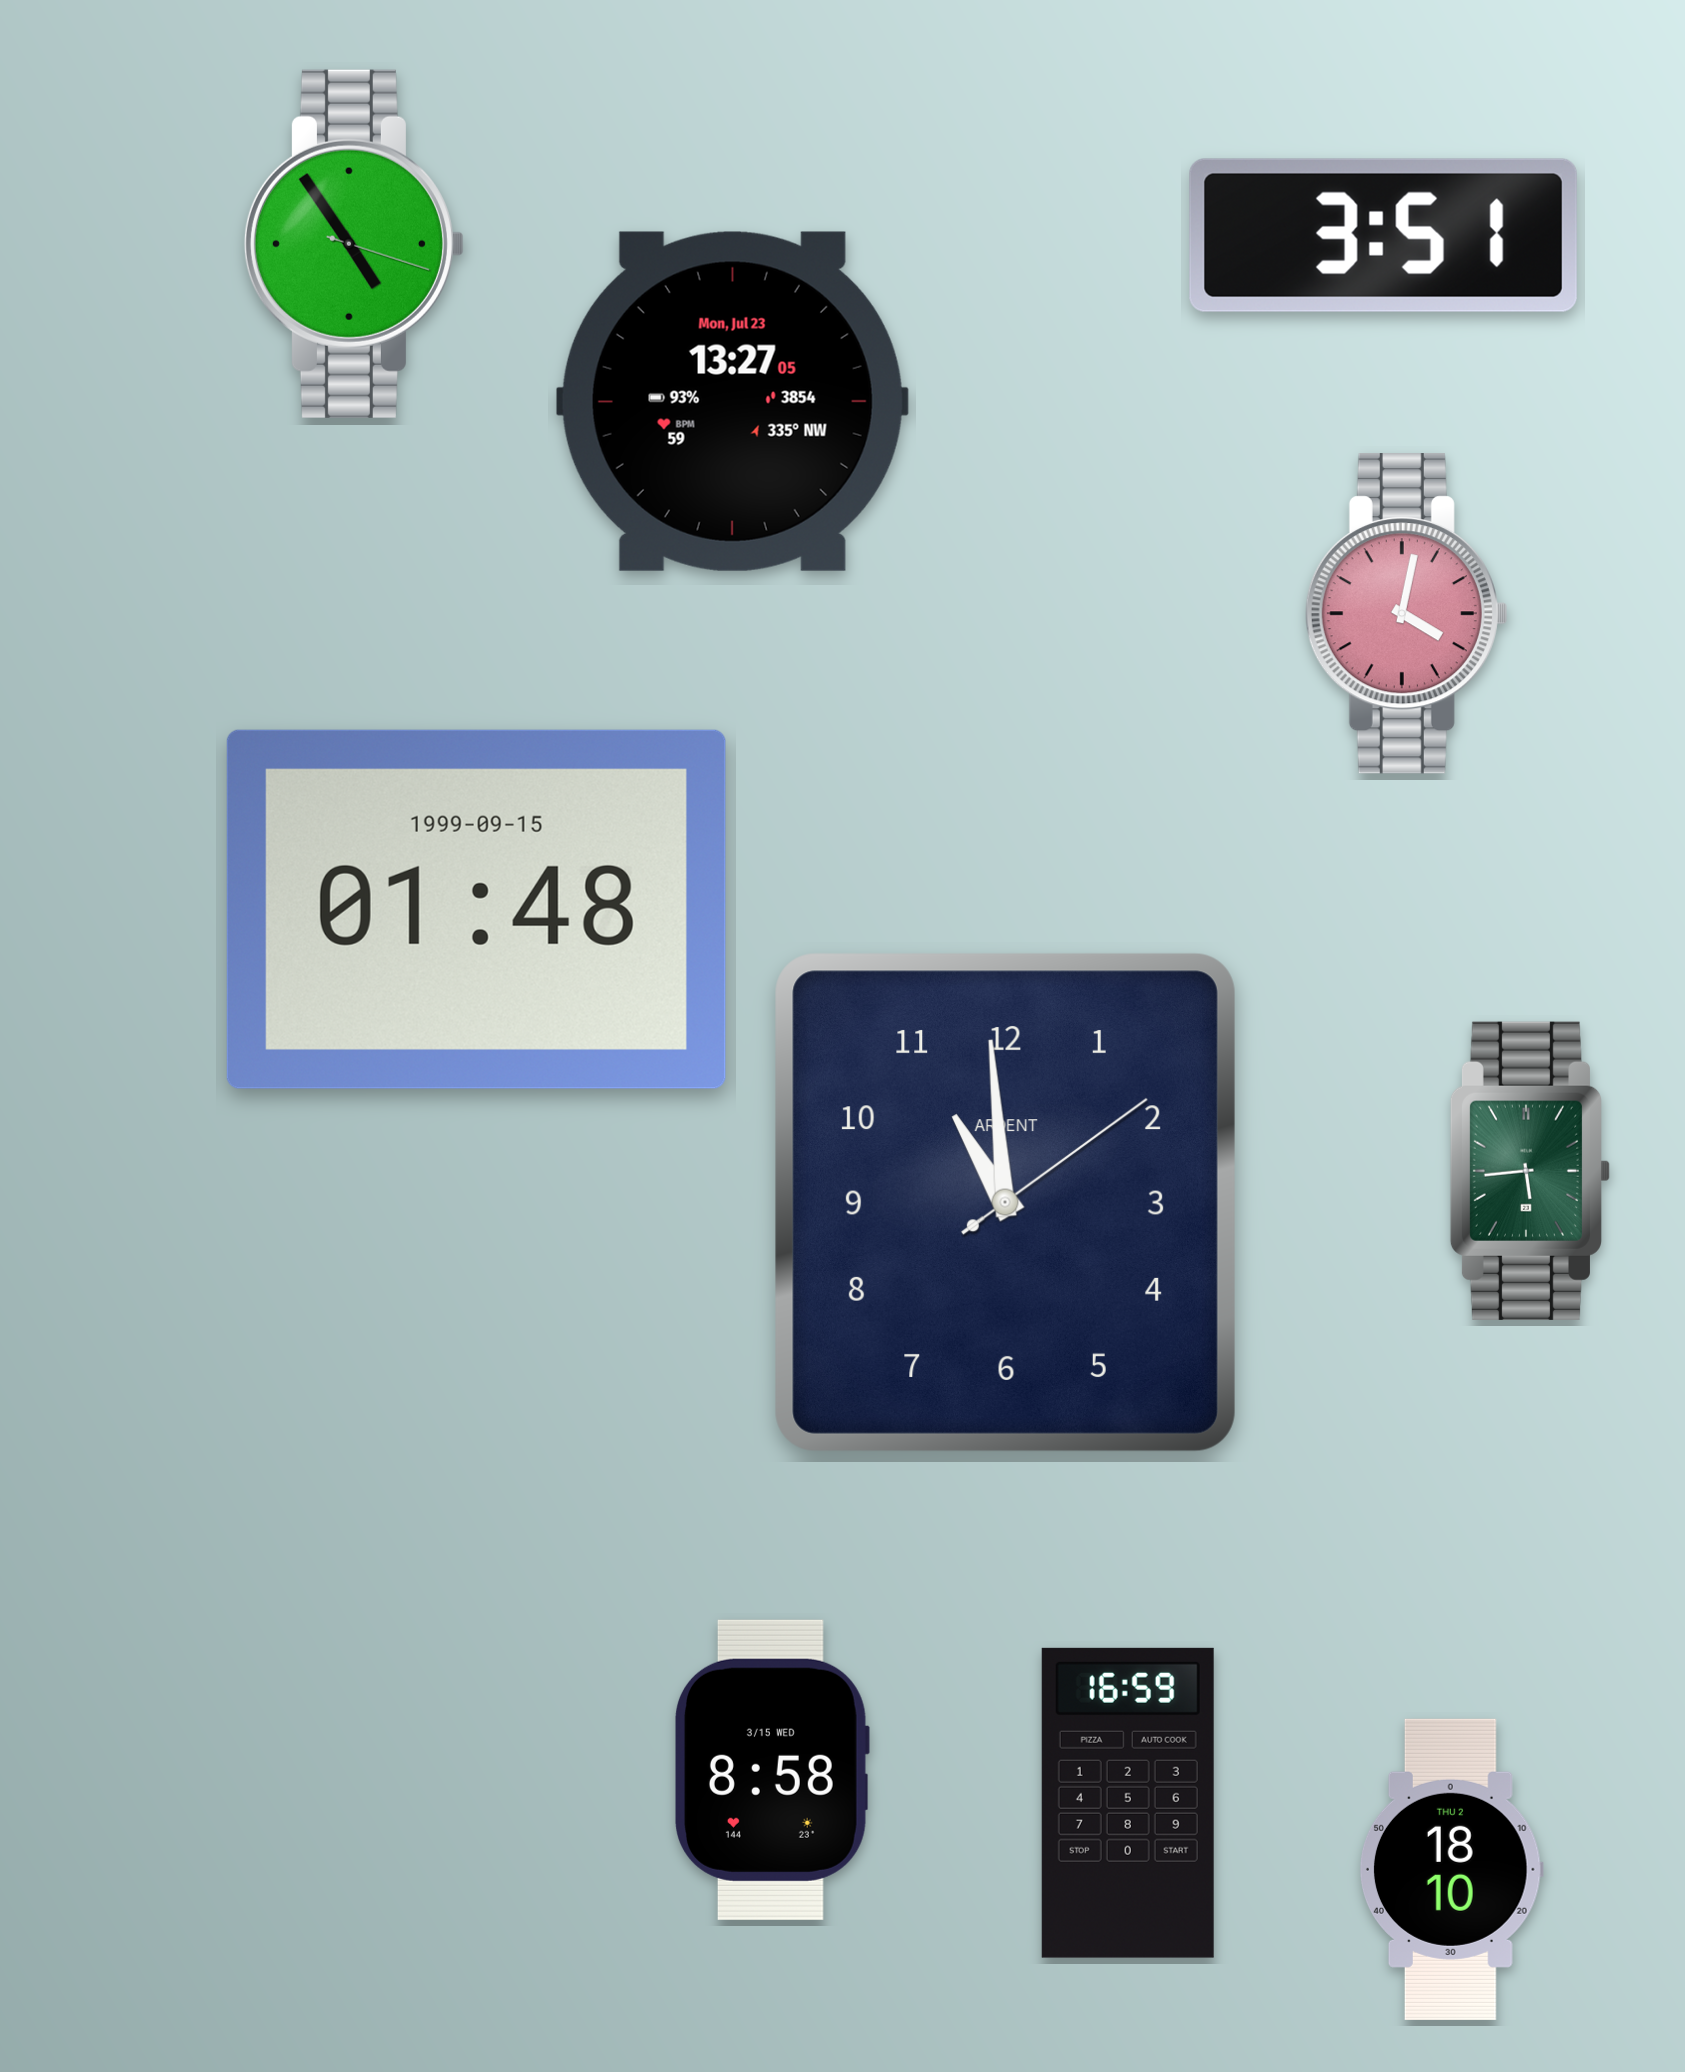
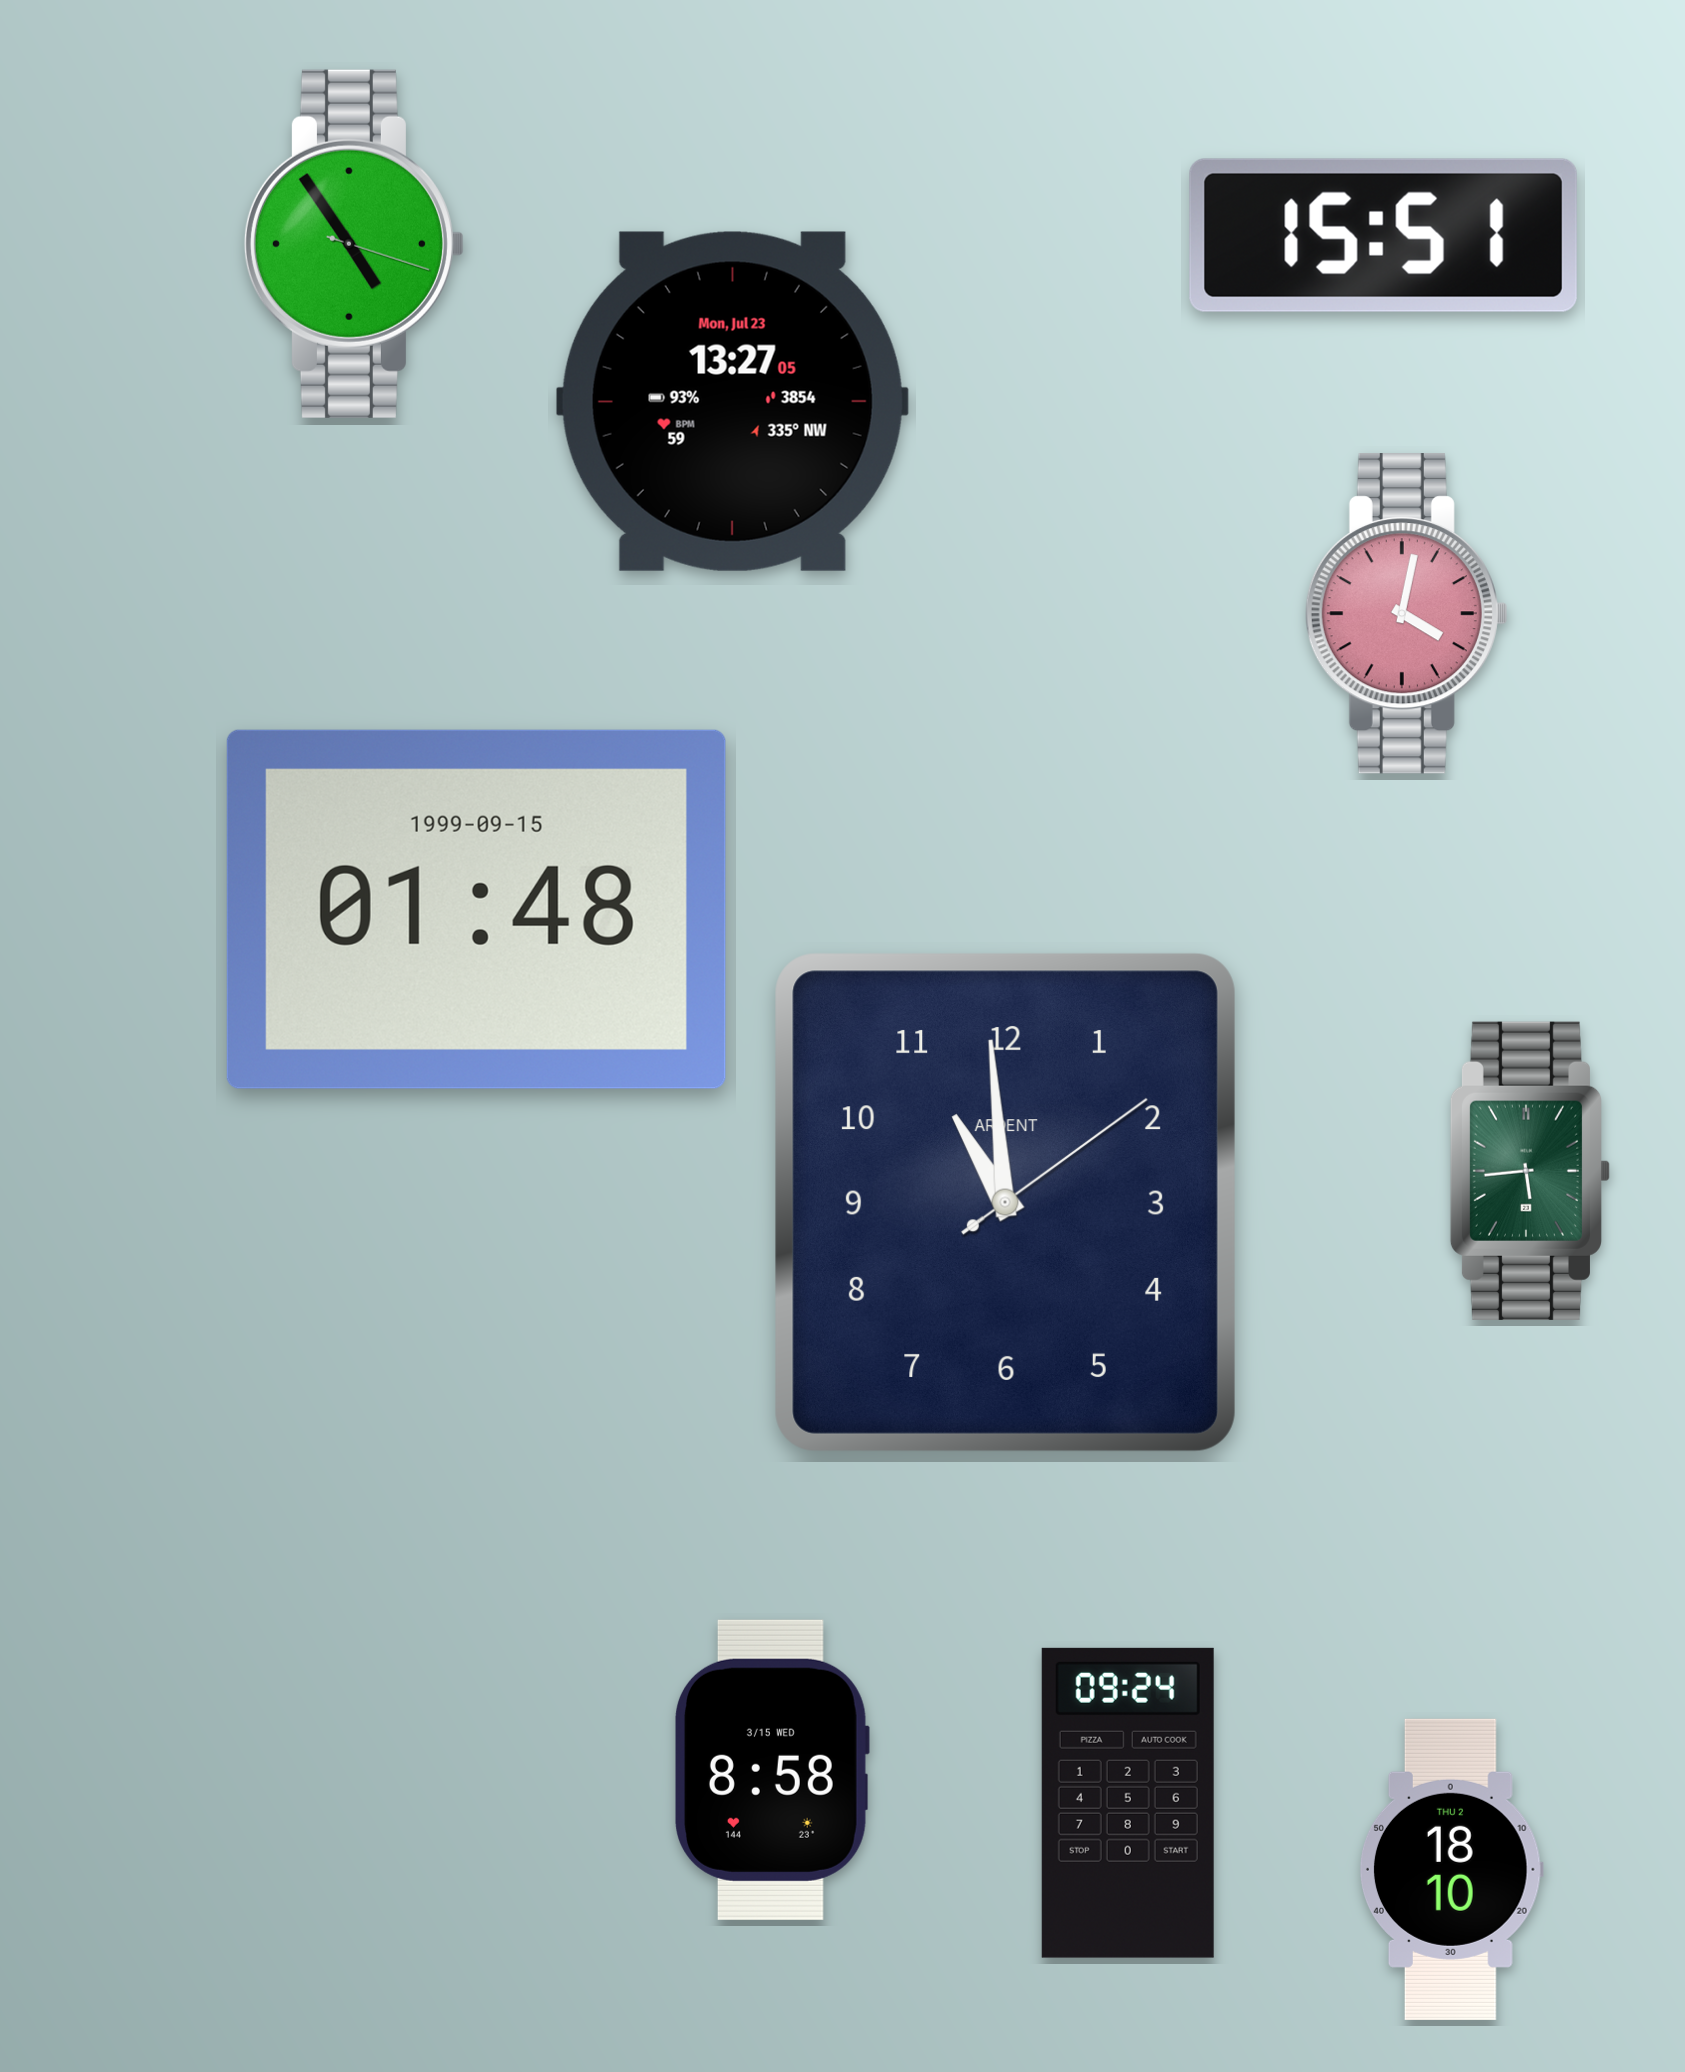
clock at (1383, 235): 3:51 -> 15:51
clock at (1128, 1803): 16:59 -> 09:24
